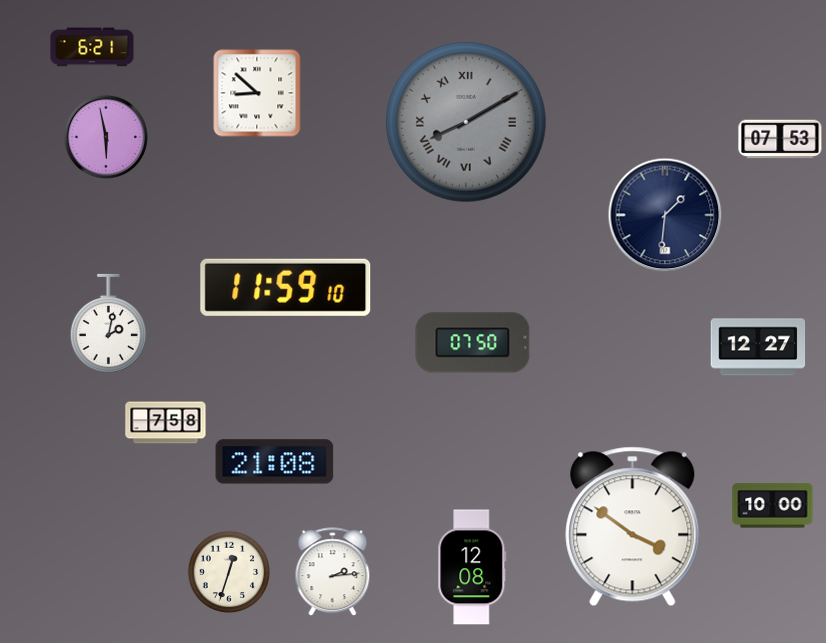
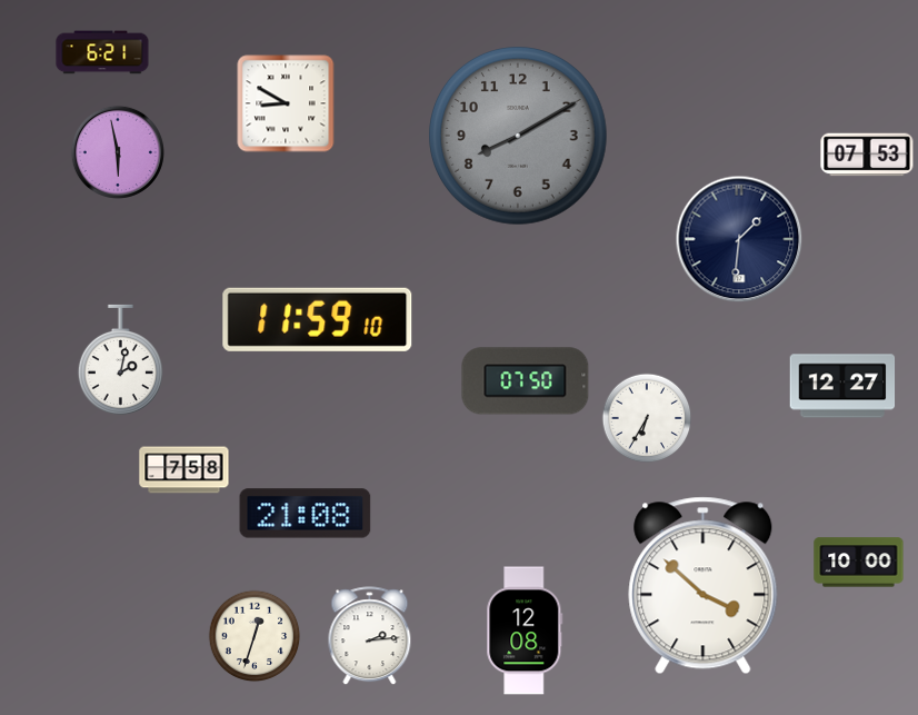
clock at (257, 93): 8:52 -> 8:50
clock at (466, 122) numerals: Roman -> Arabic
clock at (647, 418): none -> 6:35
clock at (633, 527): 3:51 -> 3:52
